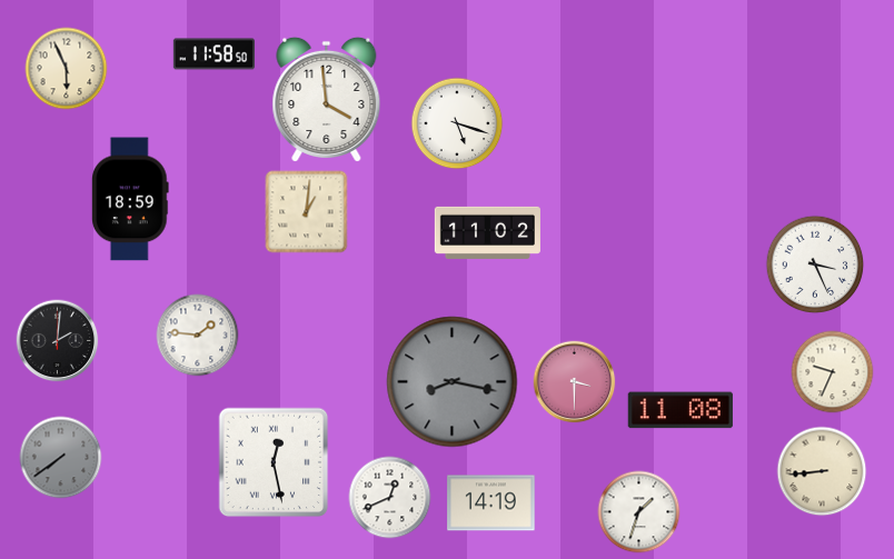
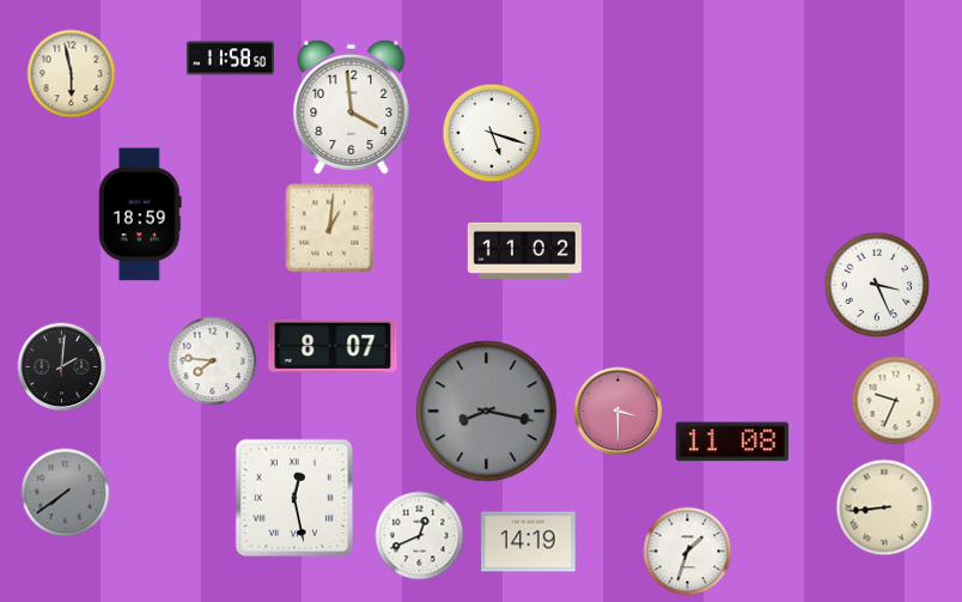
clock at (67, 69): 5:56 -> 5:58
clock at (333, 346): none -> 8:07
clock at (198, 336): 1:46 -> 7:46
